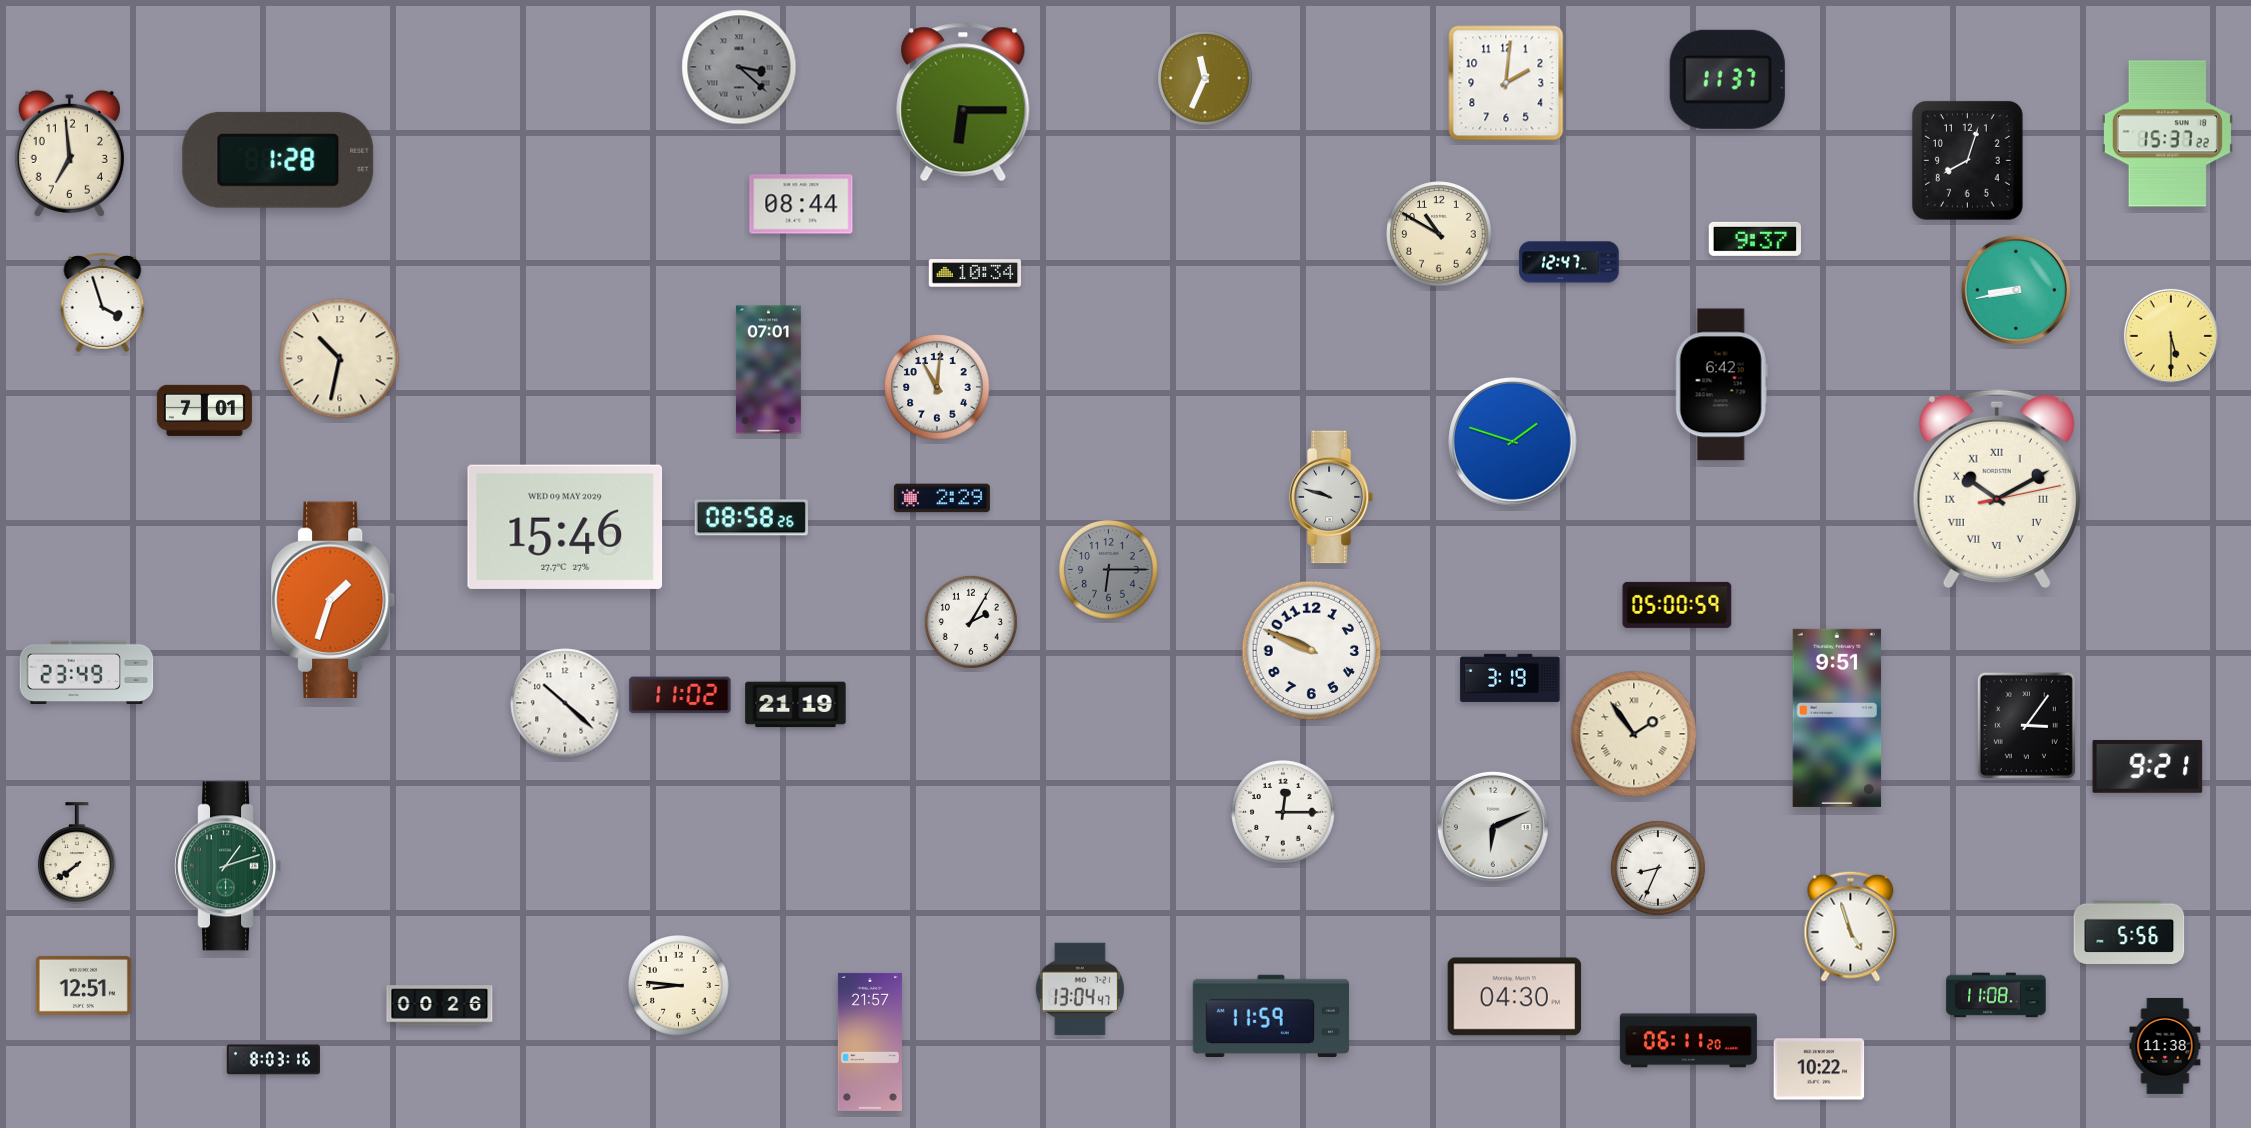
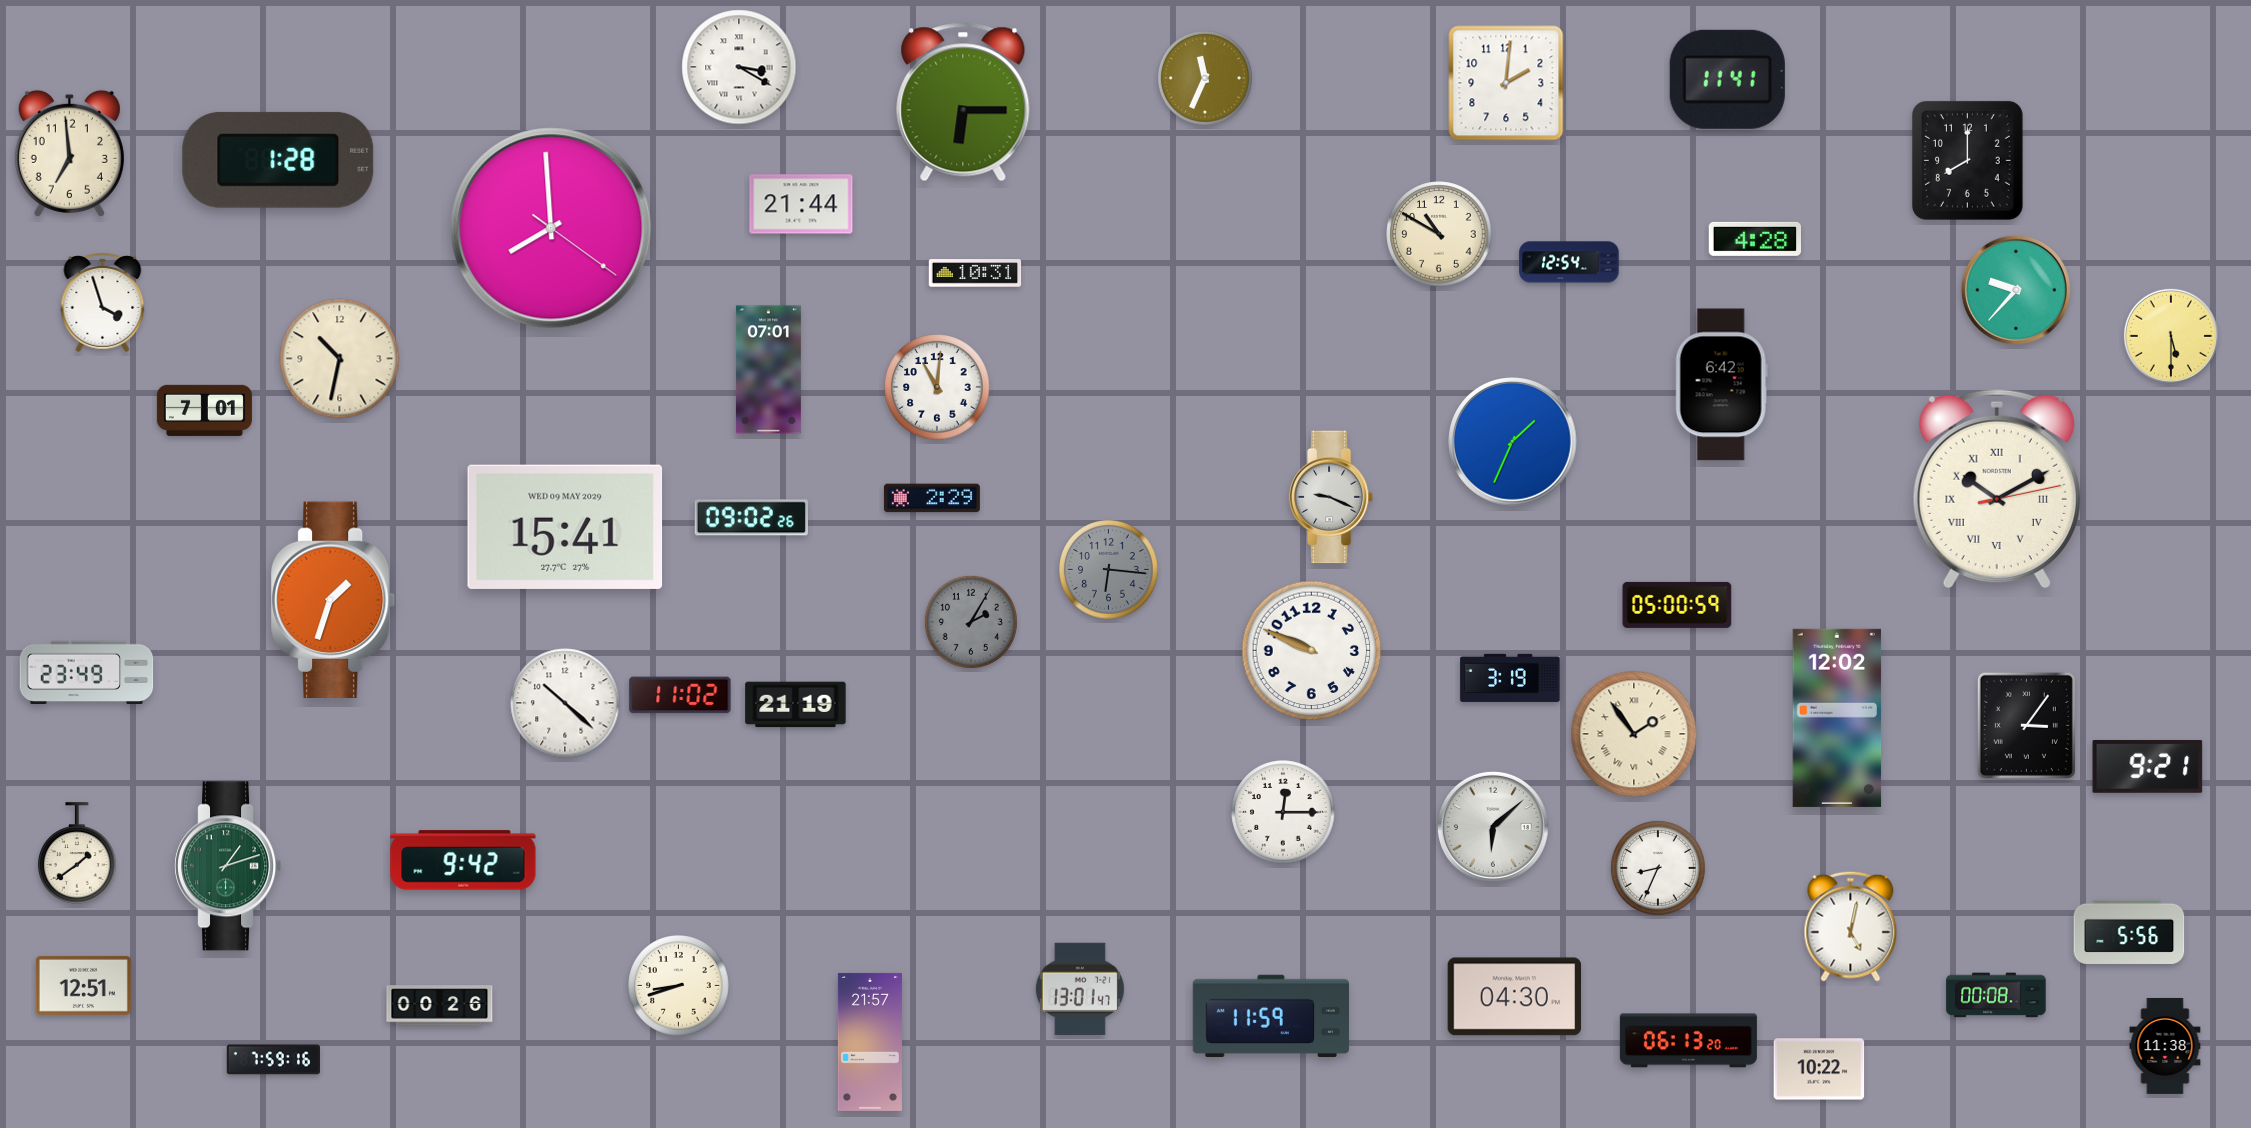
clock at (739, 67): 3:22 -> 3:20
clock at (739, 67) dial: grey -> white
clock at (1727, 79): 11:37 -> 11:41
clock at (2167, 134): 15:37 -> none
clock at (1967, 160): 8:03 -> 8:00
clock at (801, 204): 08:44 -> 21:44
clock at (551, 228): none -> 7:59
clock at (1754, 239): 9:37 -> 4:28
clock at (1569, 262): 12:47 -> 12:54
clock at (975, 273): 10:34 -> 10:31
clock at (2016, 290): 8:43 -> 9:37
clock at (1513, 442): 1:48 -> 1:34
clock at (1331, 497): 9:48 -> 9:19
clock at (942, 498) position: (942, 498) -> (932, 498)
clock at (751, 518): 08:58 -> 09:02
clock at (565, 527): 15:46 -> 15:41
clock at (1109, 570): 6:15 -> 6:16
clock at (971, 622) dial: white -> grey
clock at (1837, 718): 9:51 -> 12:02
clock at (1493, 827): 6:11 -> 6:08
clock at (78, 853): 7:39 -> 1:39
clock at (463, 860): none -> 9:42
clock at (1851, 926): 4:57 -> 5:02
clock at (679, 986): 8:46 -> 8:42
clock at (1080, 988): 13:04 -> 13:01
clock at (1996, 995): 11:08 -> 00:08
clock at (1688, 1041): 06:11 -> 06:13
clock at (273, 1060): 8:03 -> 7:59
